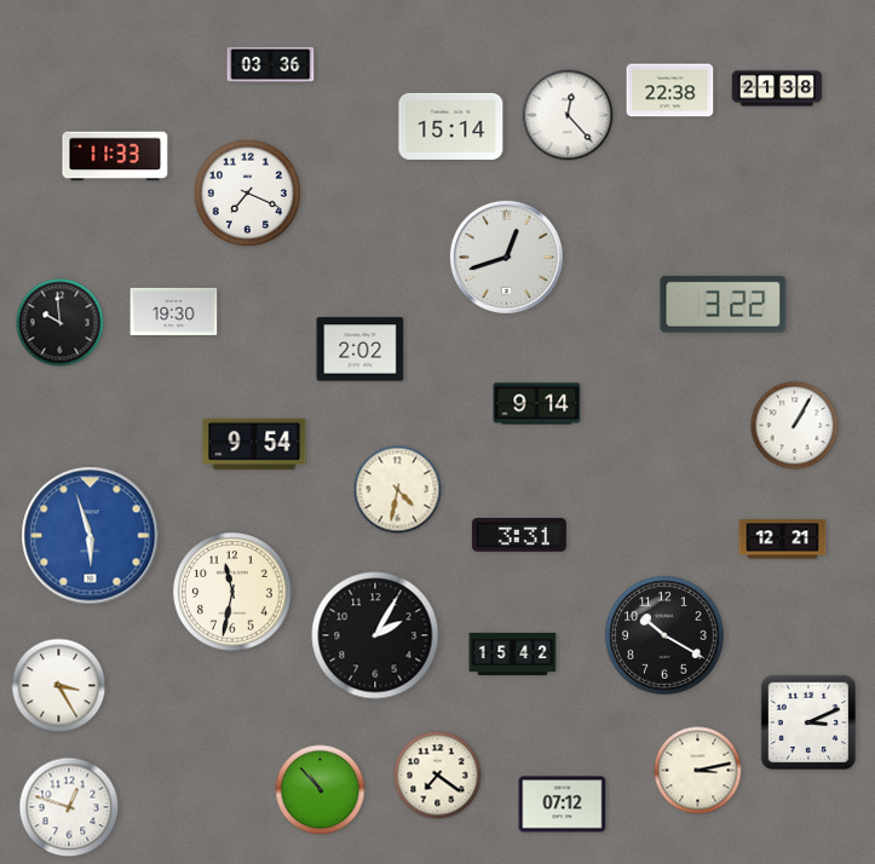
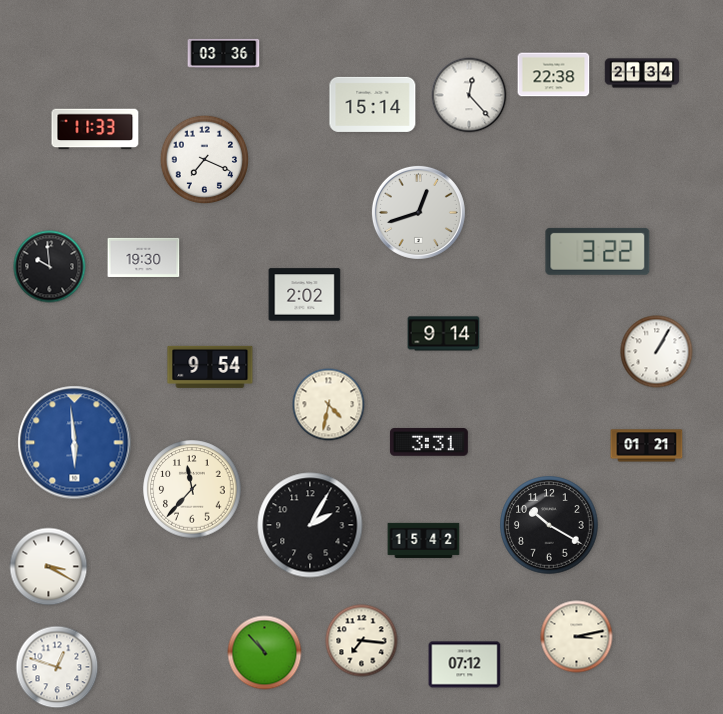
clock at (777, 88): 21:38 -> 21:34
clock at (361, 350) position: (361, 350) -> (305, 295)
clock at (91, 536): 5:57 -> 5:59
clock at (783, 540): 12:21 -> 01:21
clock at (232, 592): 11:32 -> 11:37
clock at (59, 686): 3:25 -> 3:20
clock at (807, 721): 3:11 -> none
clock at (438, 776): 7:21 -> 7:16
